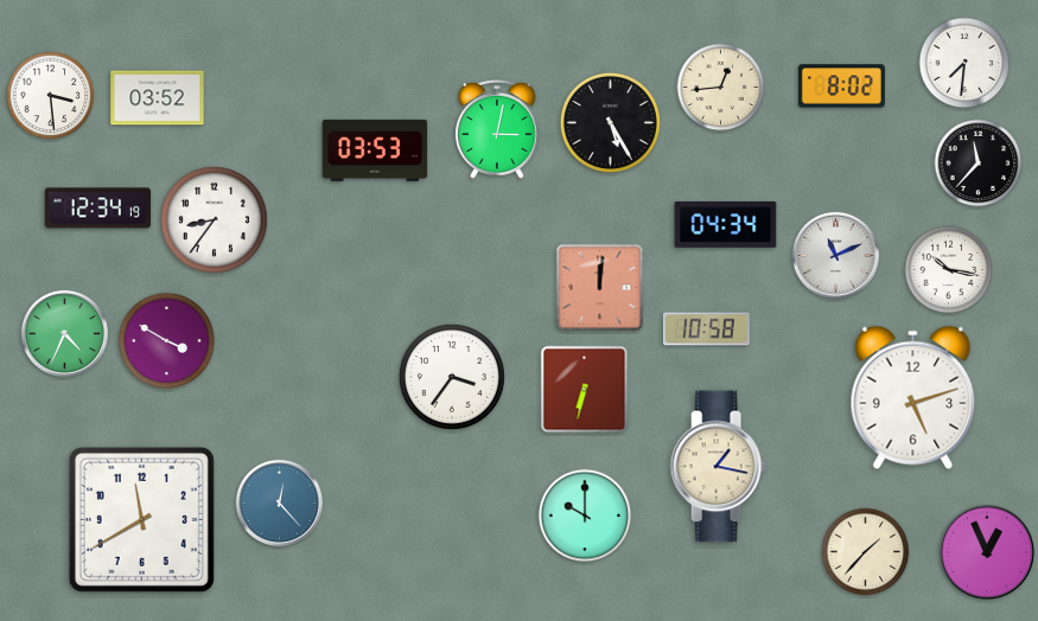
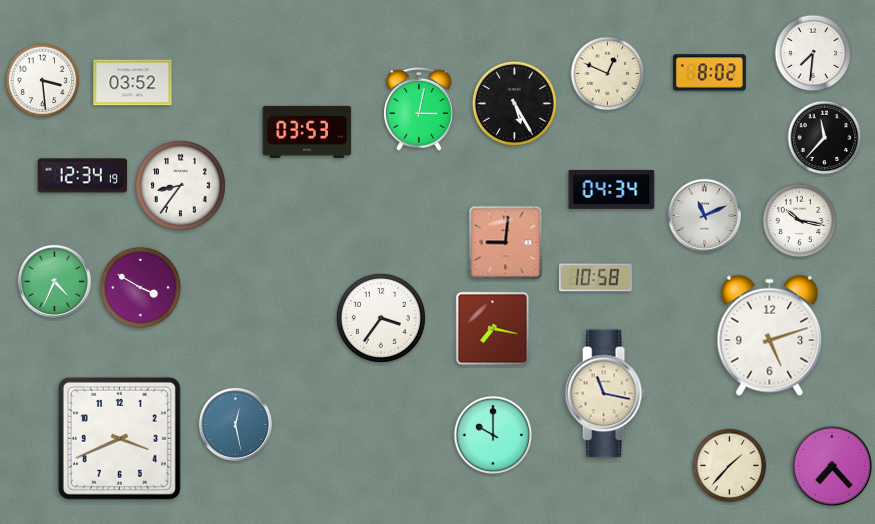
clock at (721, 88): 12:44 -> 12:49
clock at (375, 151) position: (375, 151) -> (307, 132)
clock at (949, 270) position: (949, 270) -> (800, 221)
clock at (600, 288): 12:01 -> 9:01
clock at (585, 390): 6:32 -> 7:17
clock at (718, 467): 1:17 -> 11:17
clock at (279, 502): 12:23 -> 12:28
clock at (141, 519): 11:40 -> 3:41
clock at (987, 552): 12:56 -> 7:23
